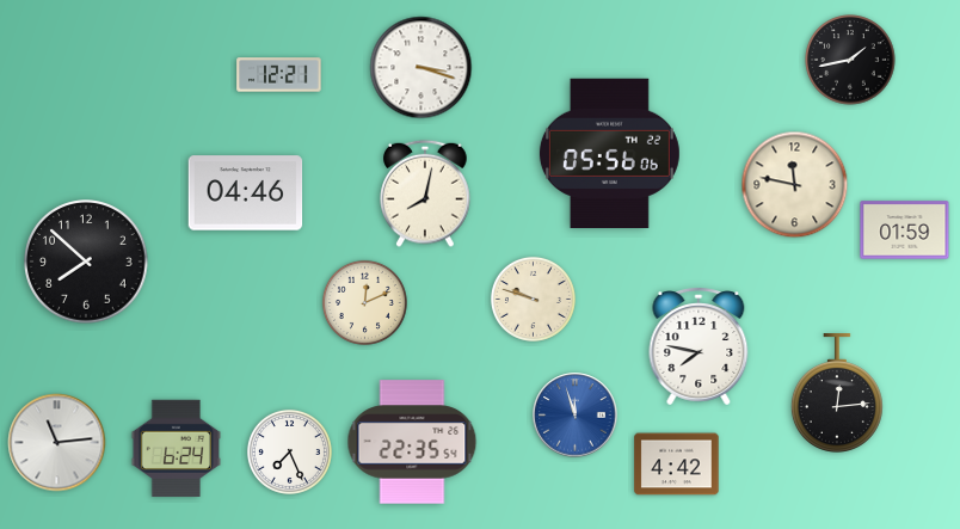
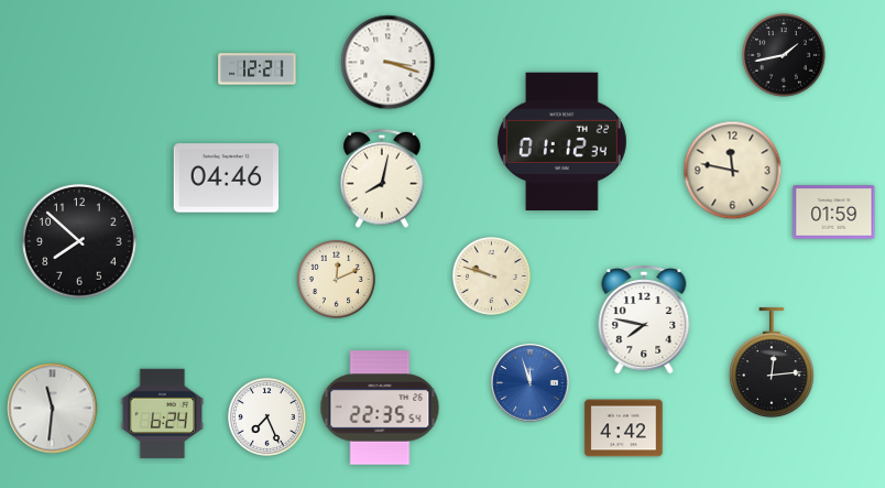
clock at (609, 154): 05:56 -> 01:12
clock at (425, 193) position: (425, 193) -> (382, 178)
clock at (57, 443): 11:14 -> 11:31
